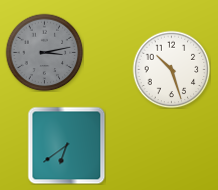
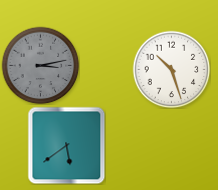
clock at (44, 52) position: (44, 52) -> (40, 65)
clock at (66, 145): 6:39 -> 5:39
